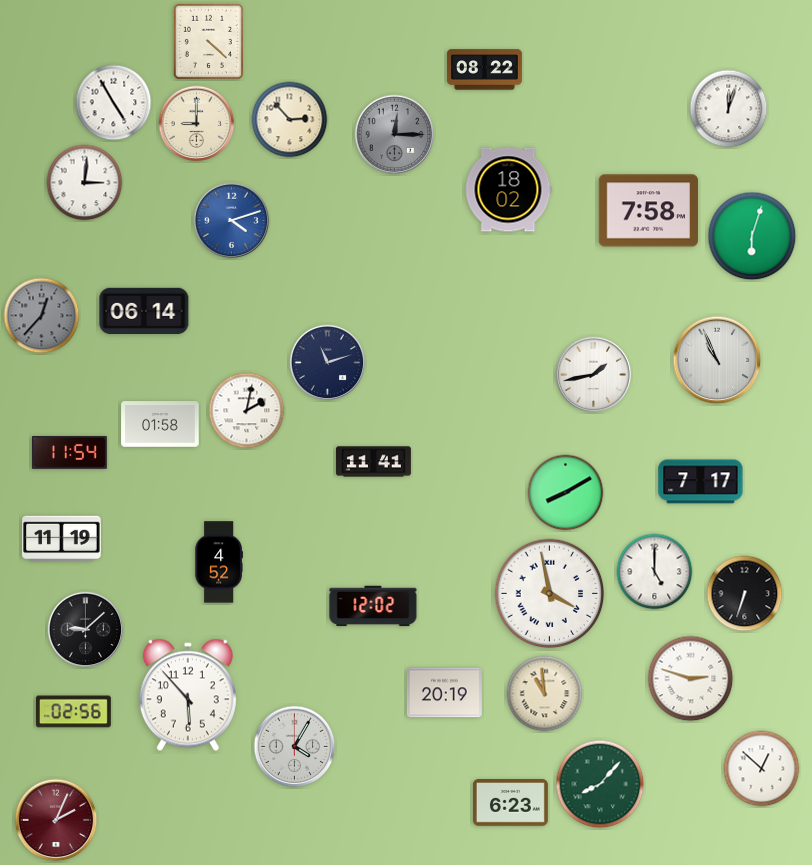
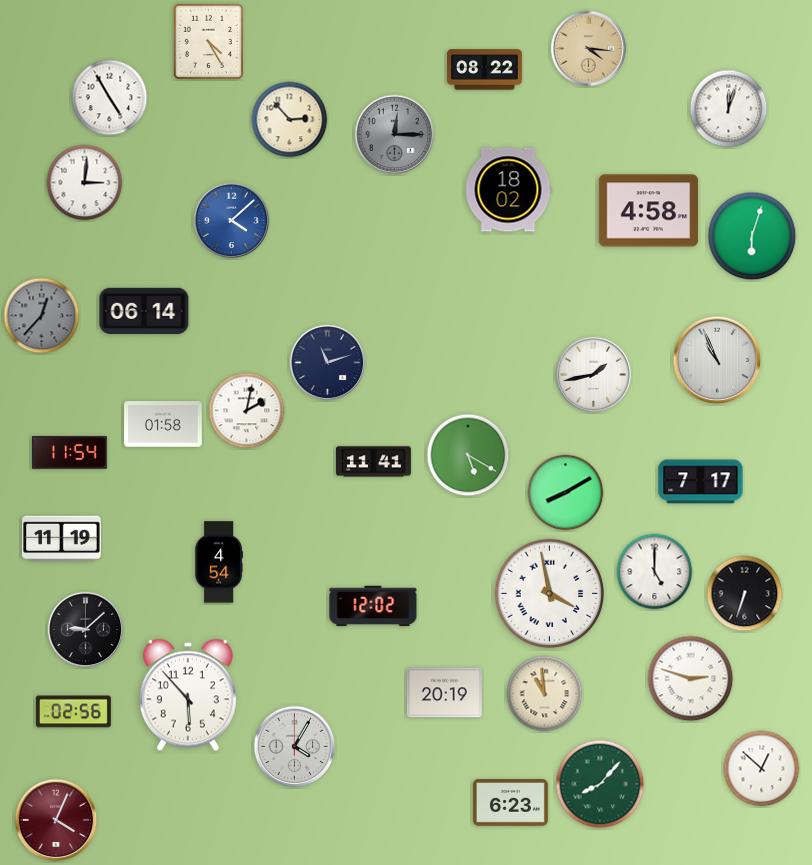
clock at (208, 41): 4:22 -> 4:25
clock at (589, 49): none -> 4:16
clock at (114, 103) position: (114, 103) -> (110, 98)
clock at (197, 124): 9:00 -> none
clock at (649, 211): 7:58 -> 4:58
clock at (232, 221): 4:12 -> 4:08
clock at (160, 424) position: (160, 424) -> (163, 424)
clock at (468, 455): none -> 5:20
clock at (219, 562): 4:52 -> 4:54
clock at (56, 820): 2:04 -> 4:04
